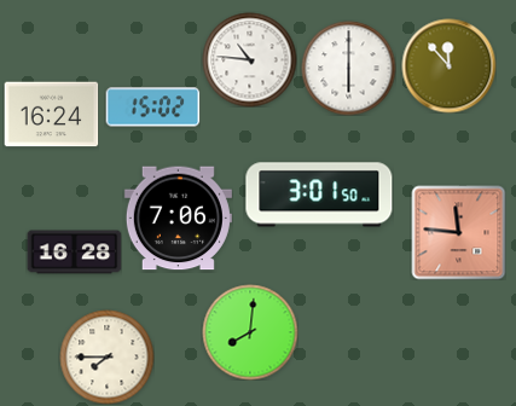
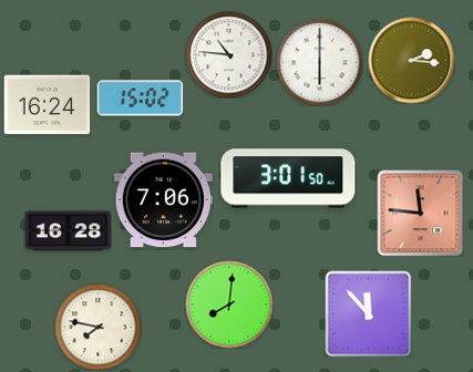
clock at (448, 65): 11:53 -> 2:16
clock at (319, 195) position: (319, 195) -> (288, 178)
clock at (368, 313): none -> 11:53
clock at (106, 356): 7:45 -> 7:47
